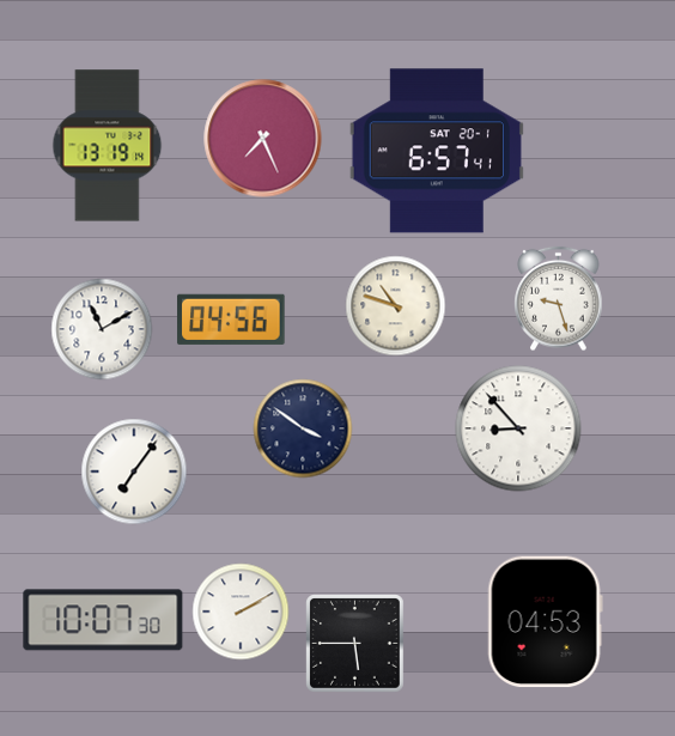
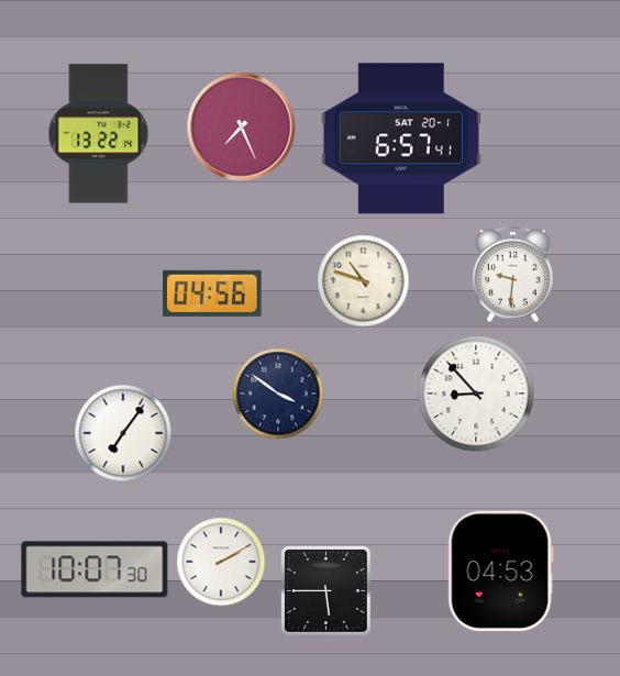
clock at (108, 146): 13:19 -> 13:22
clock at (559, 299): 9:27 -> 9:31
clock at (102, 329): 11:10 -> none
